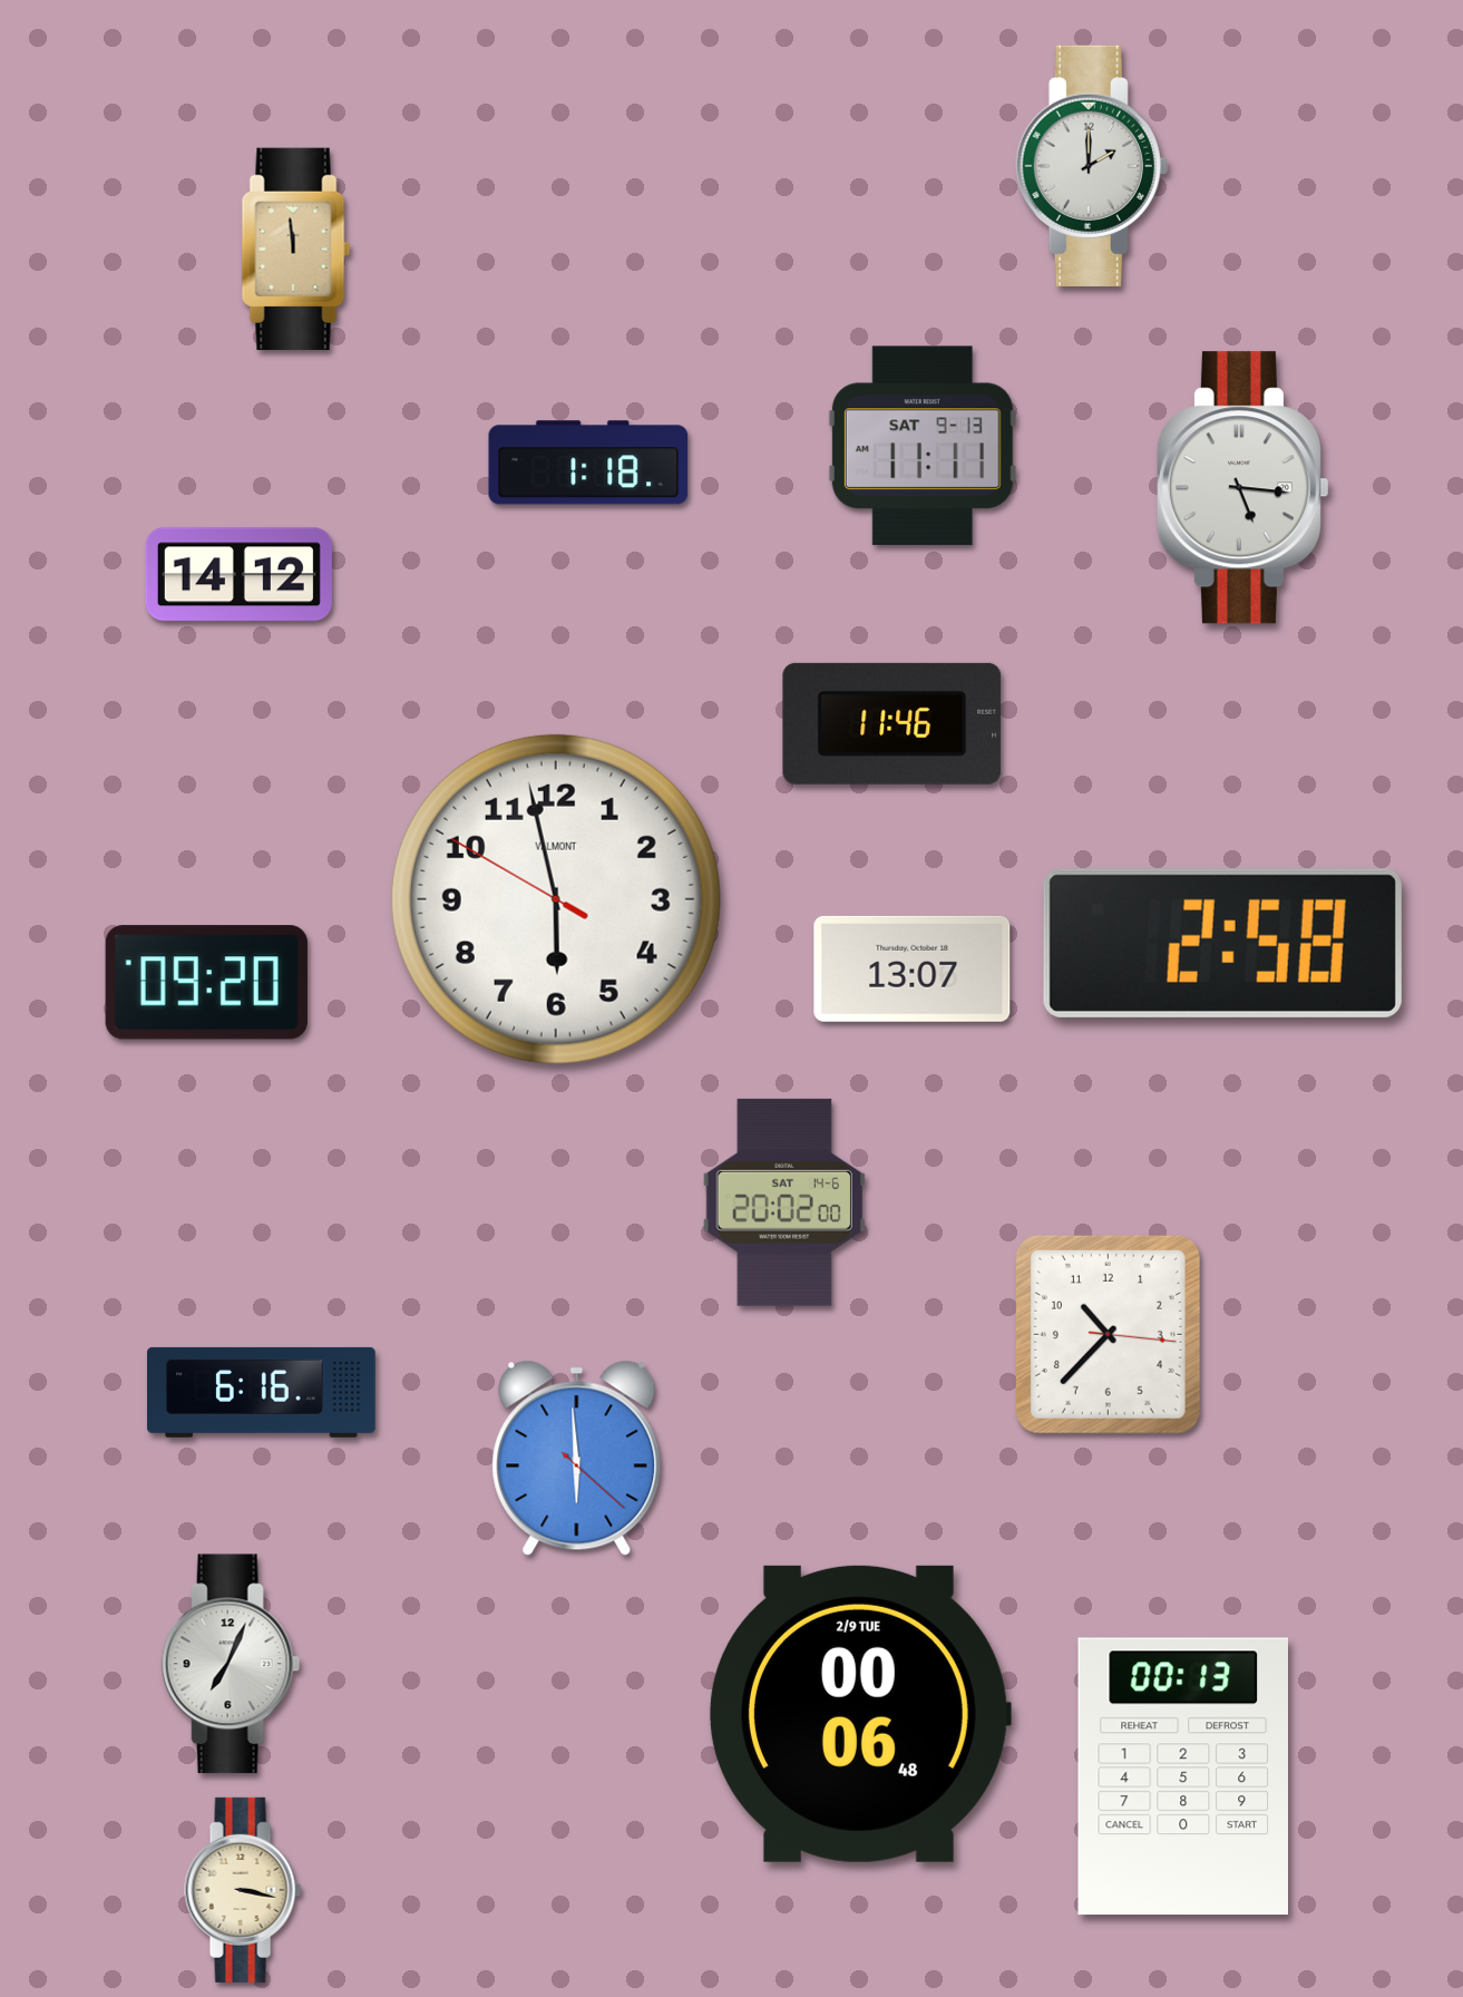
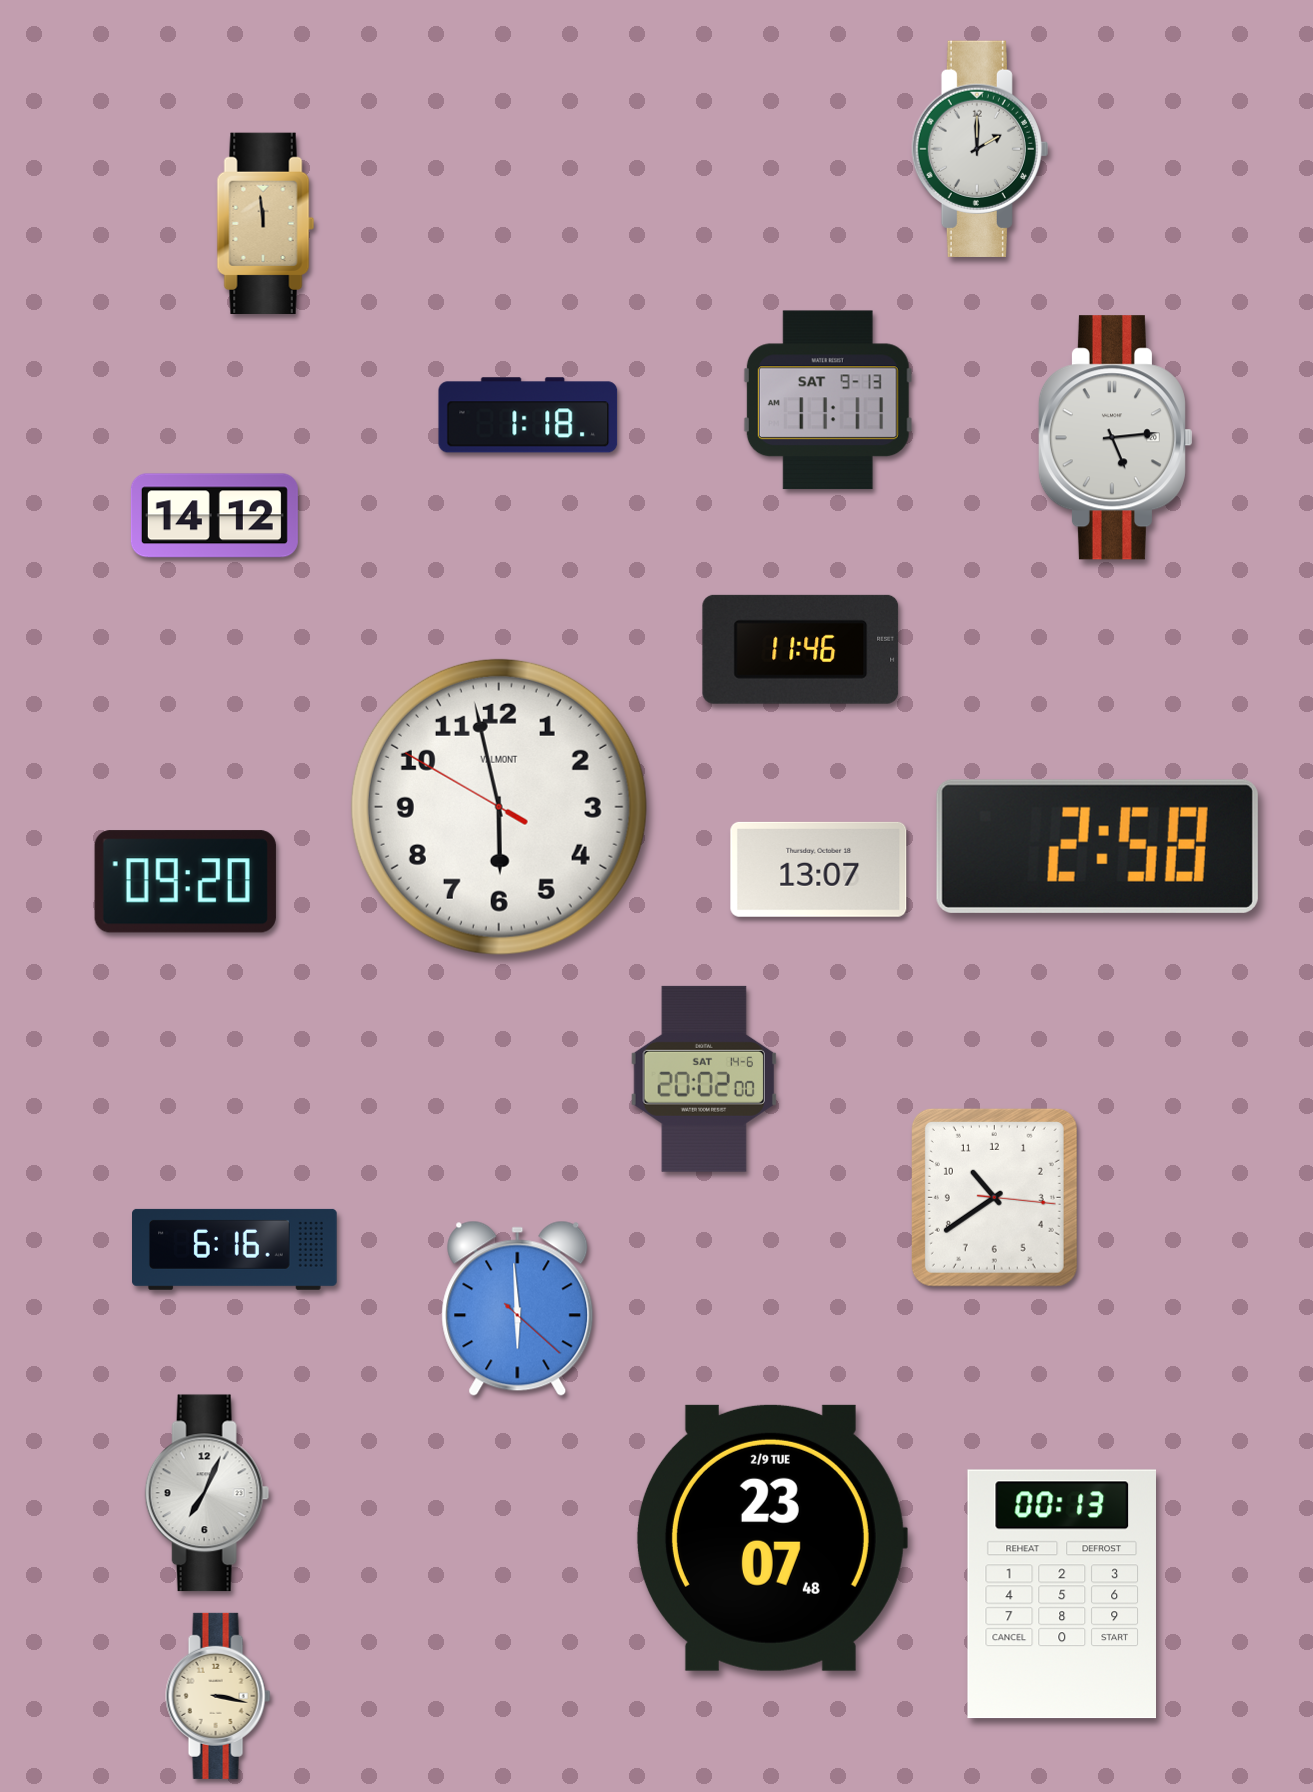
clock at (1242, 488): 5:16 -> 5:14
clock at (1108, 1334): 10:37 -> 10:39
clock at (859, 1714): 00:06 -> 23:07
